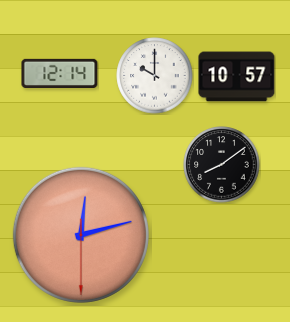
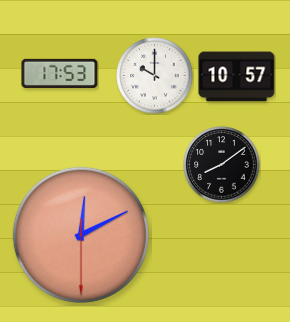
clock at (60, 73): 12:14 -> 17:53
clock at (81, 235): 12:12 -> 12:10
